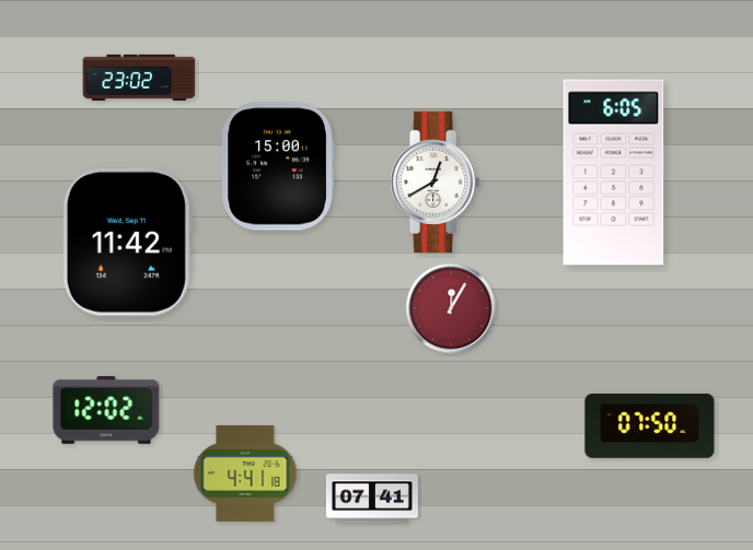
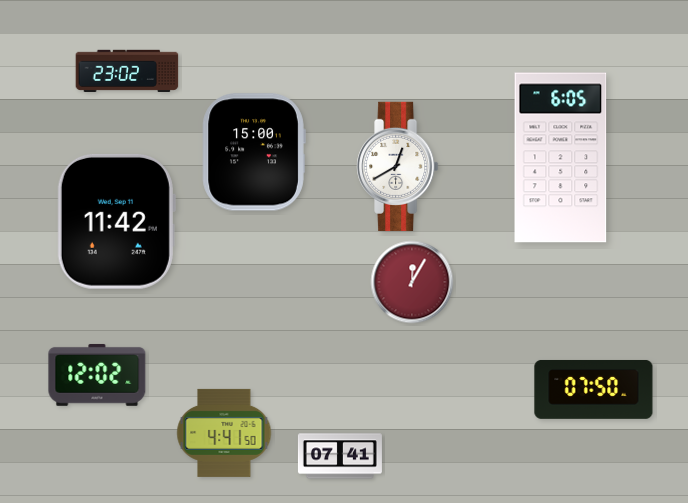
clock at (245, 473): 4:41:18 -> 4:41:50
